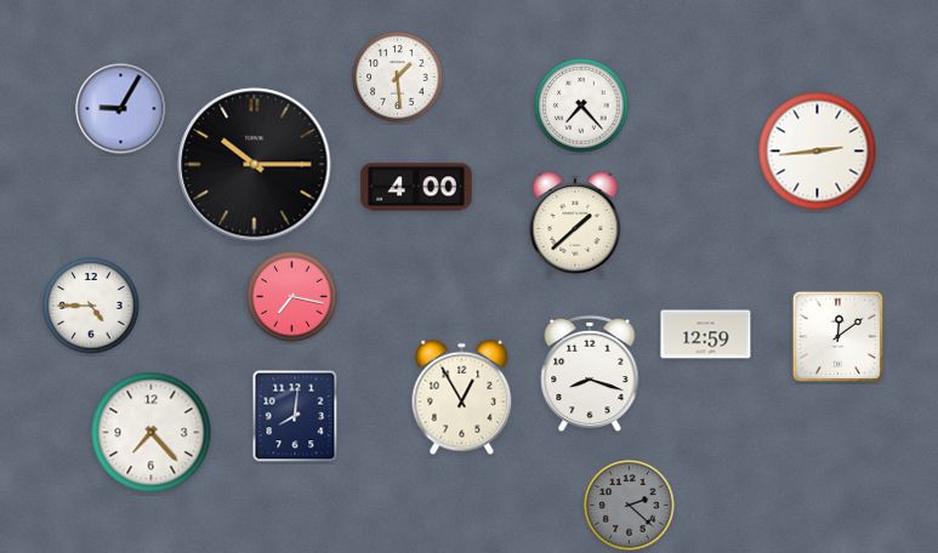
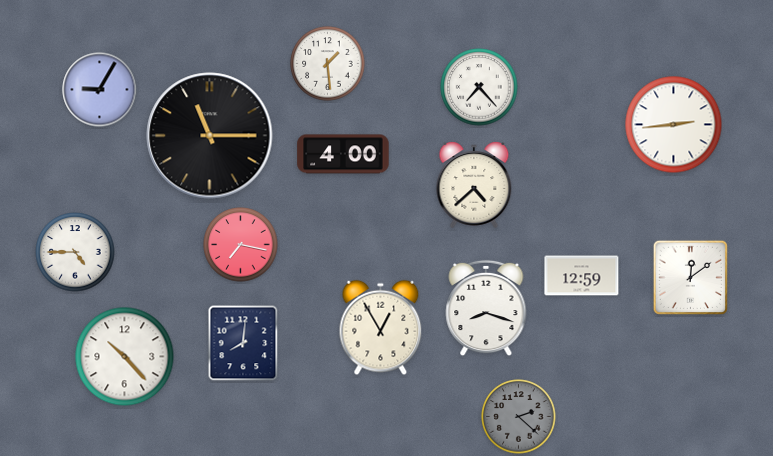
clock at (255, 165): 10:15 -> 11:15
clock at (575, 224): 1:38 -> 4:38
clock at (152, 433): 7:23 -> 10:23
